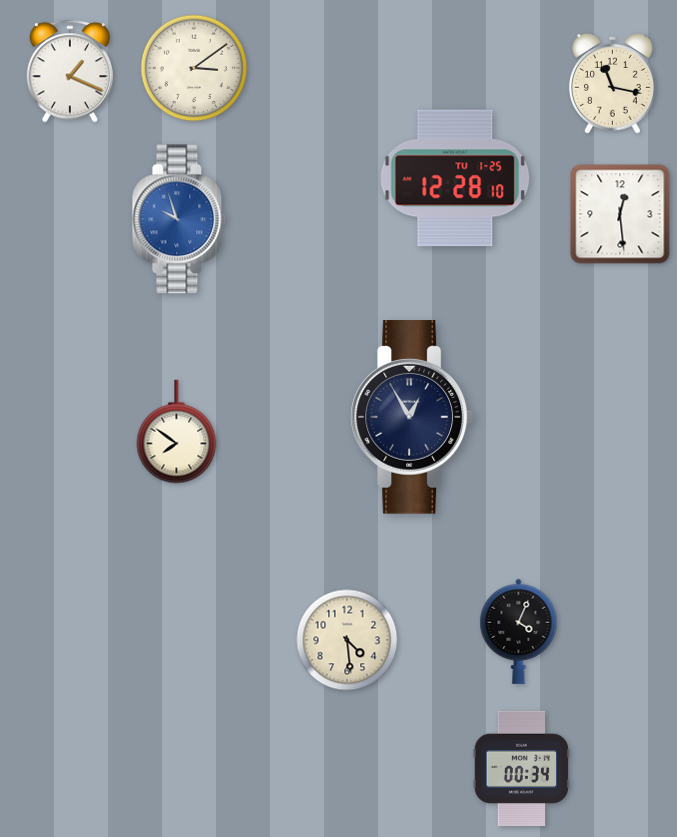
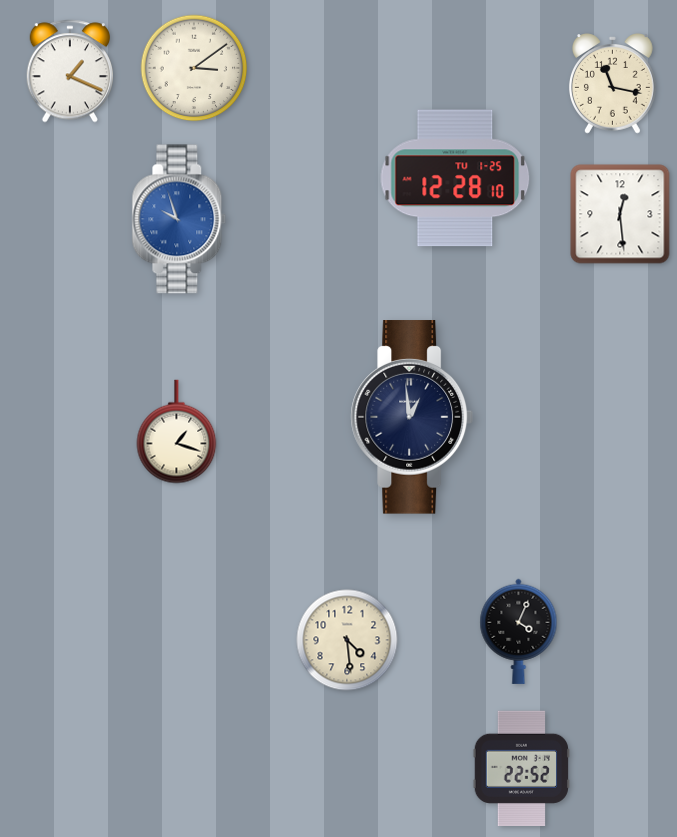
clock at (412, 417): 12:55 -> 12:59
clock at (177, 432): 7:51 -> 1:18
clock at (521, 769): 00:34 -> 22:52
